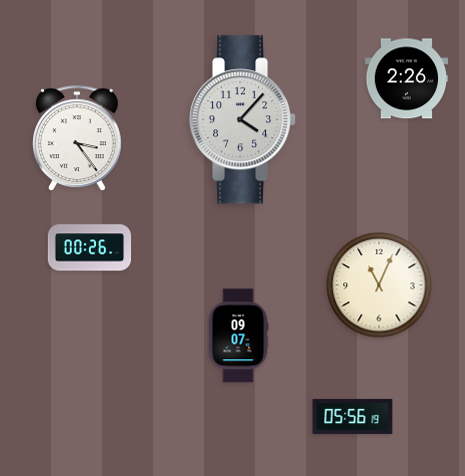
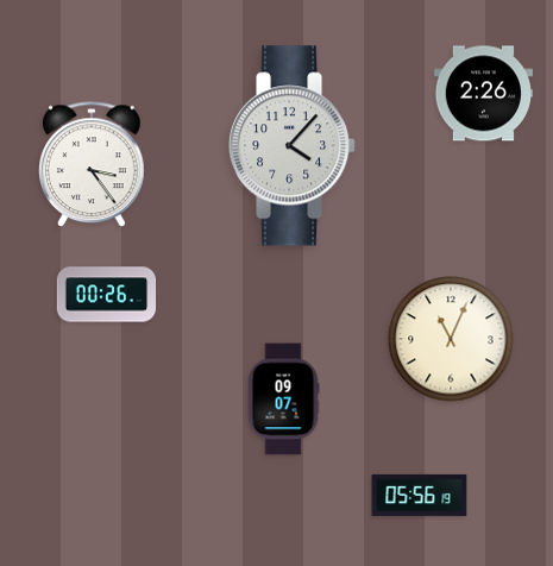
clock at (243, 120) position: (243, 120) -> (293, 146)
